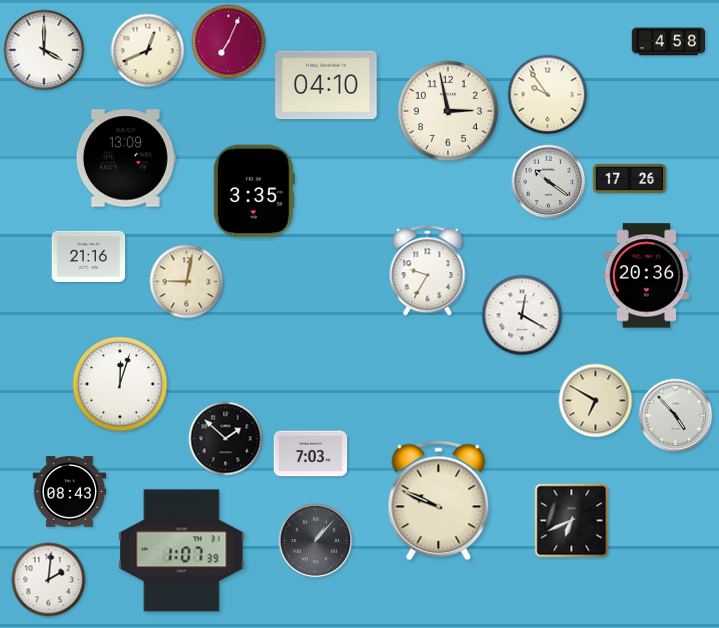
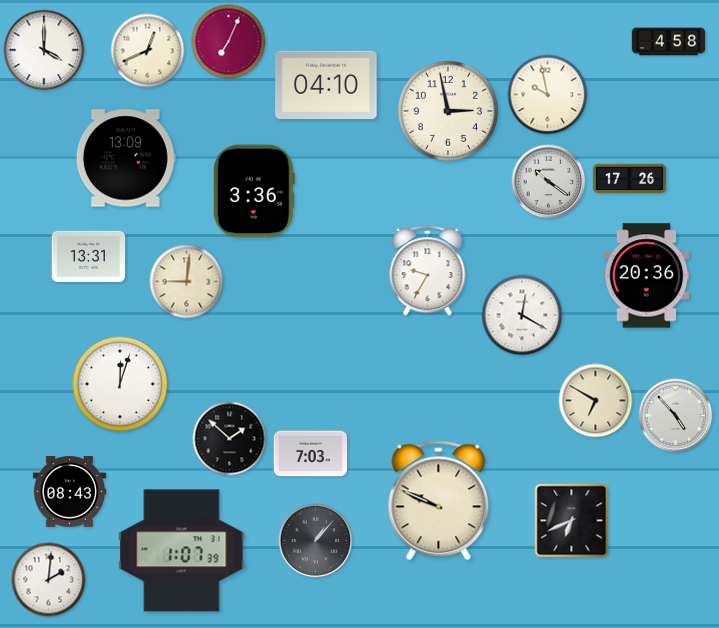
clock at (548, 95): 9:54 -> 9:58
clock at (254, 191): 3:35 -> 3:36
clock at (89, 256): 21:16 -> 13:31
clock at (187, 282): 9:02 -> 9:01
clock at (226, 439) position: (226, 439) -> (230, 439)
